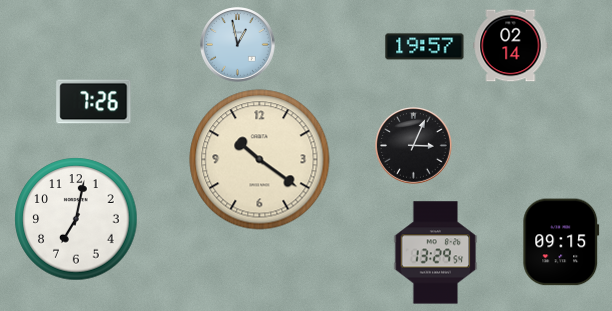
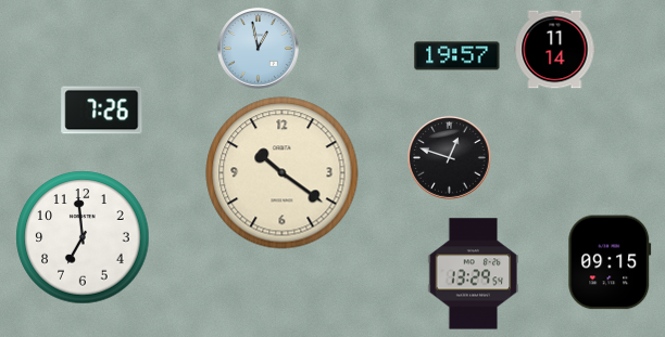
clock at (511, 46): 02:14 -> 11:14
clock at (425, 47) position: (425, 47) -> (457, 56)
clock at (414, 146): 3:04 -> 12:48
clock at (76, 219): 7:02 -> 6:59
